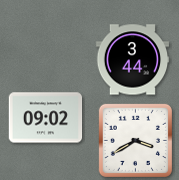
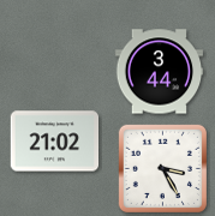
clock at (46, 118): 09:02 -> 21:02
clock at (135, 140): 3:40 -> 3:25
